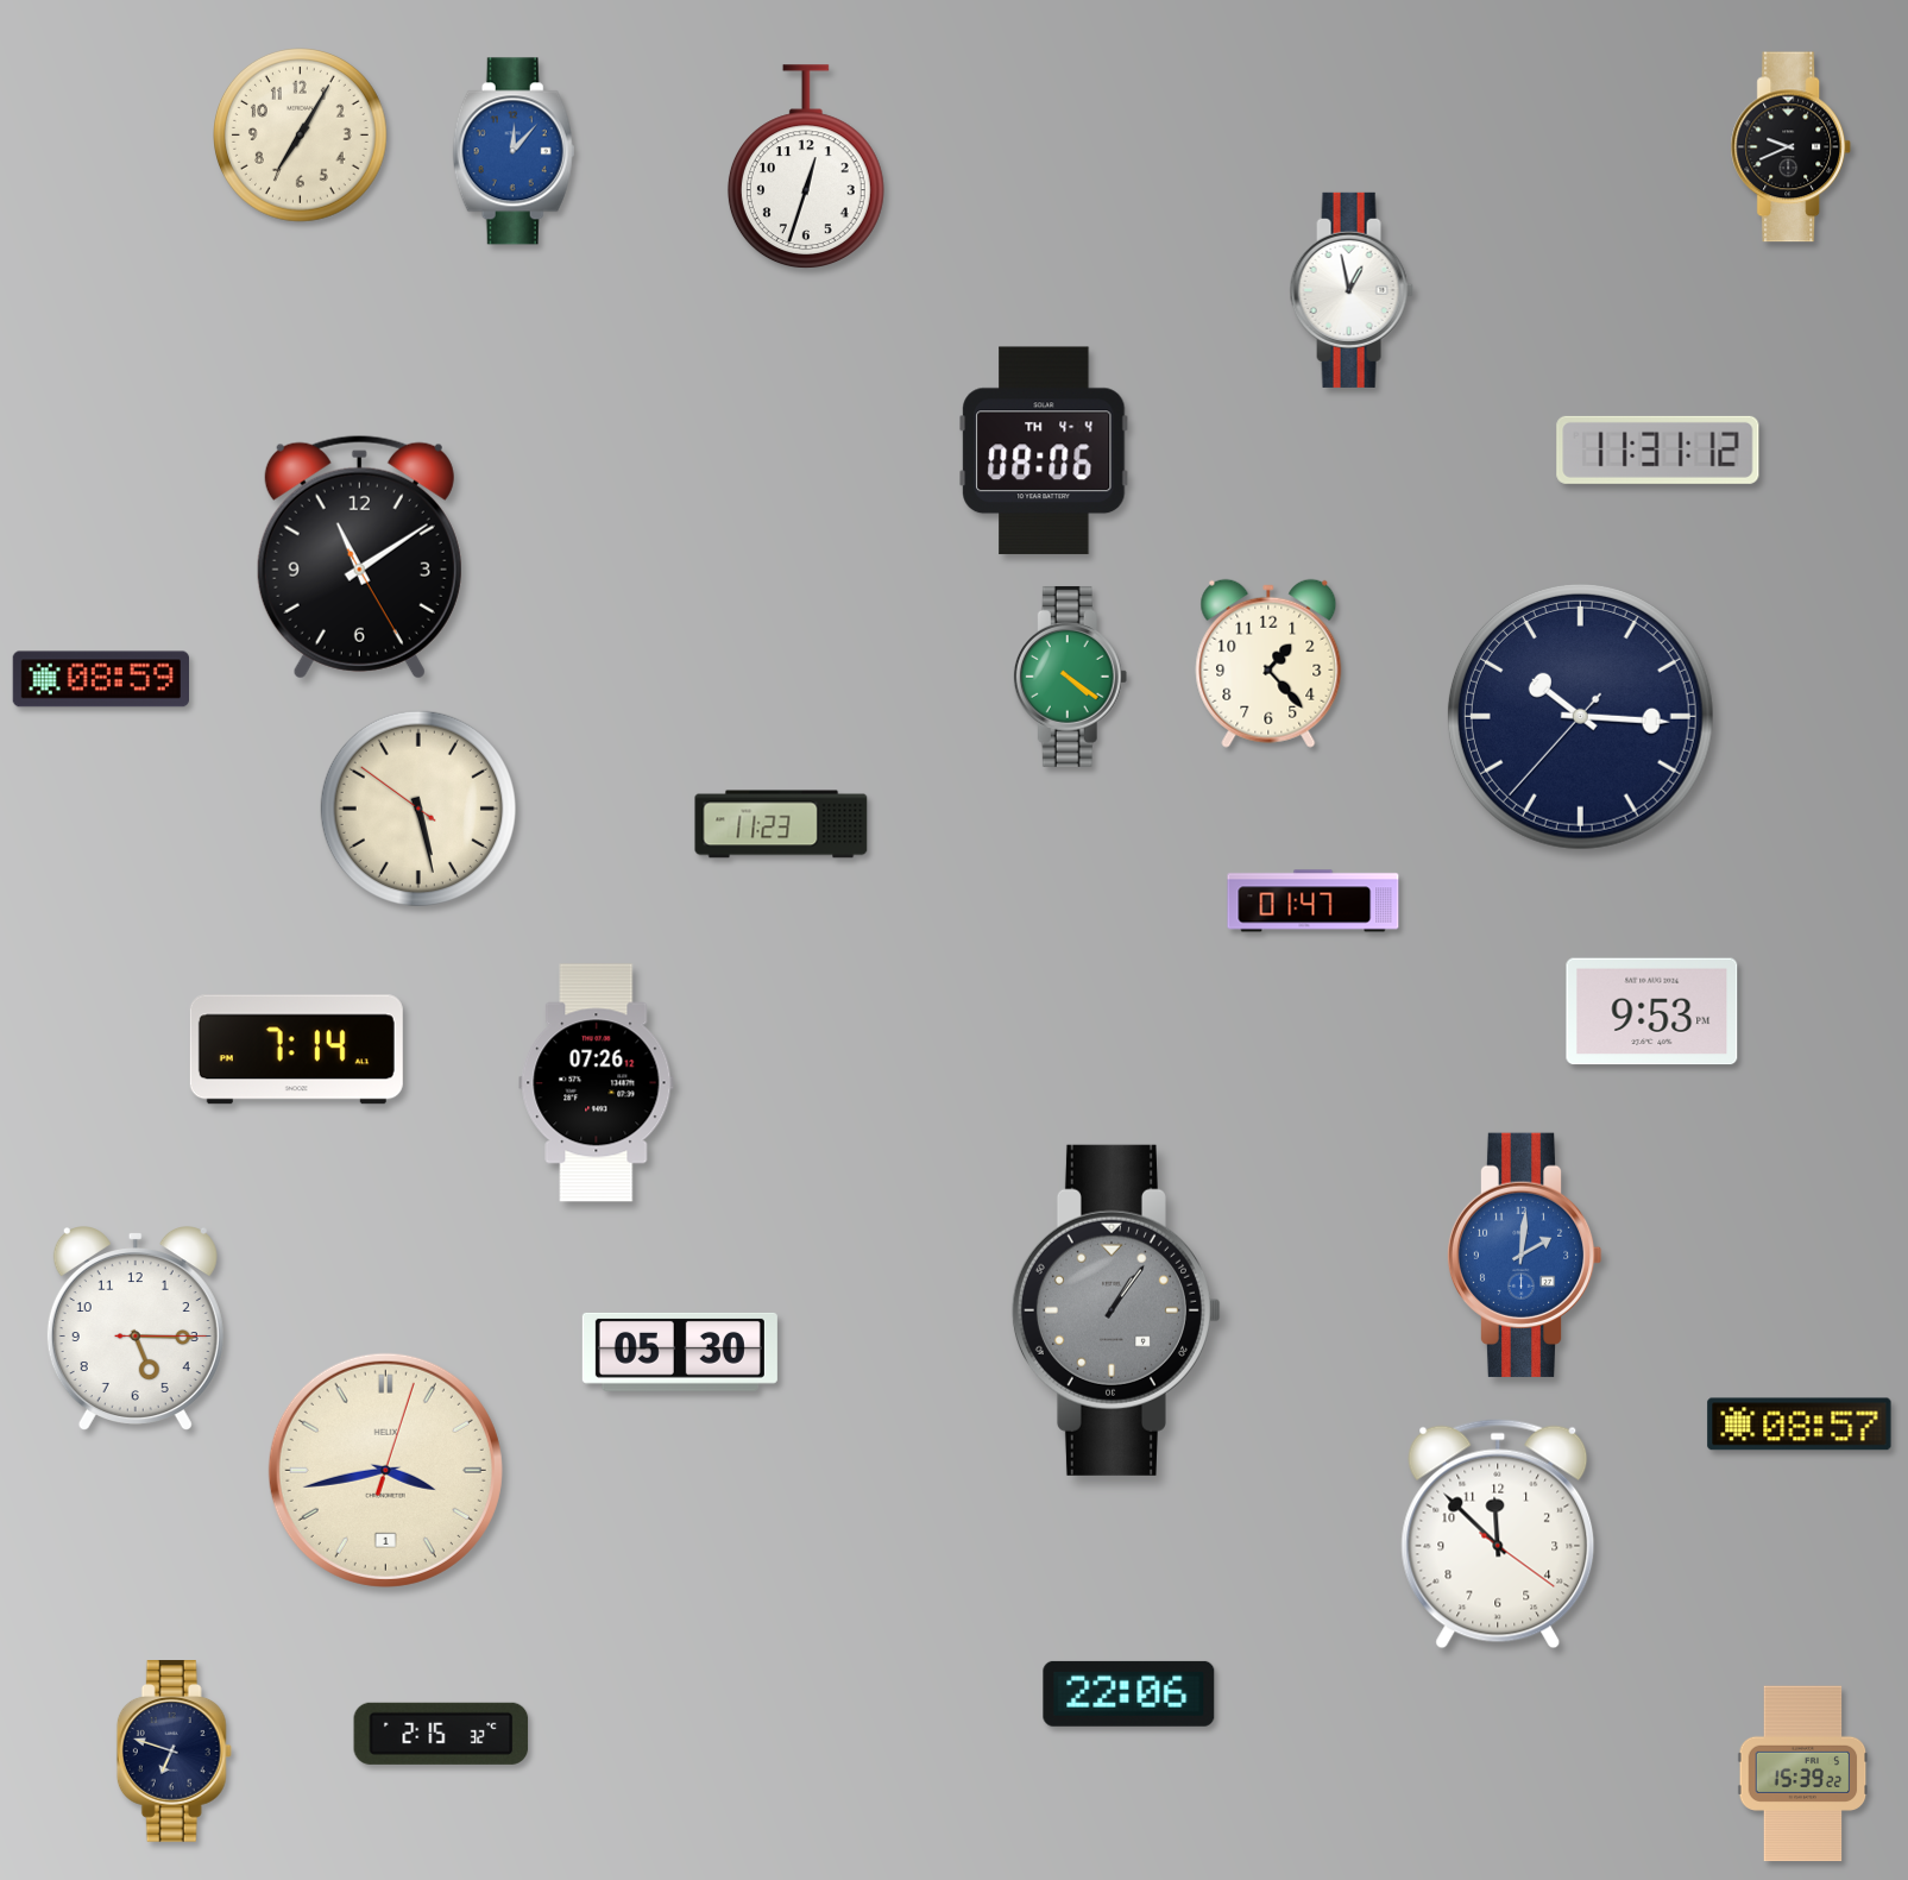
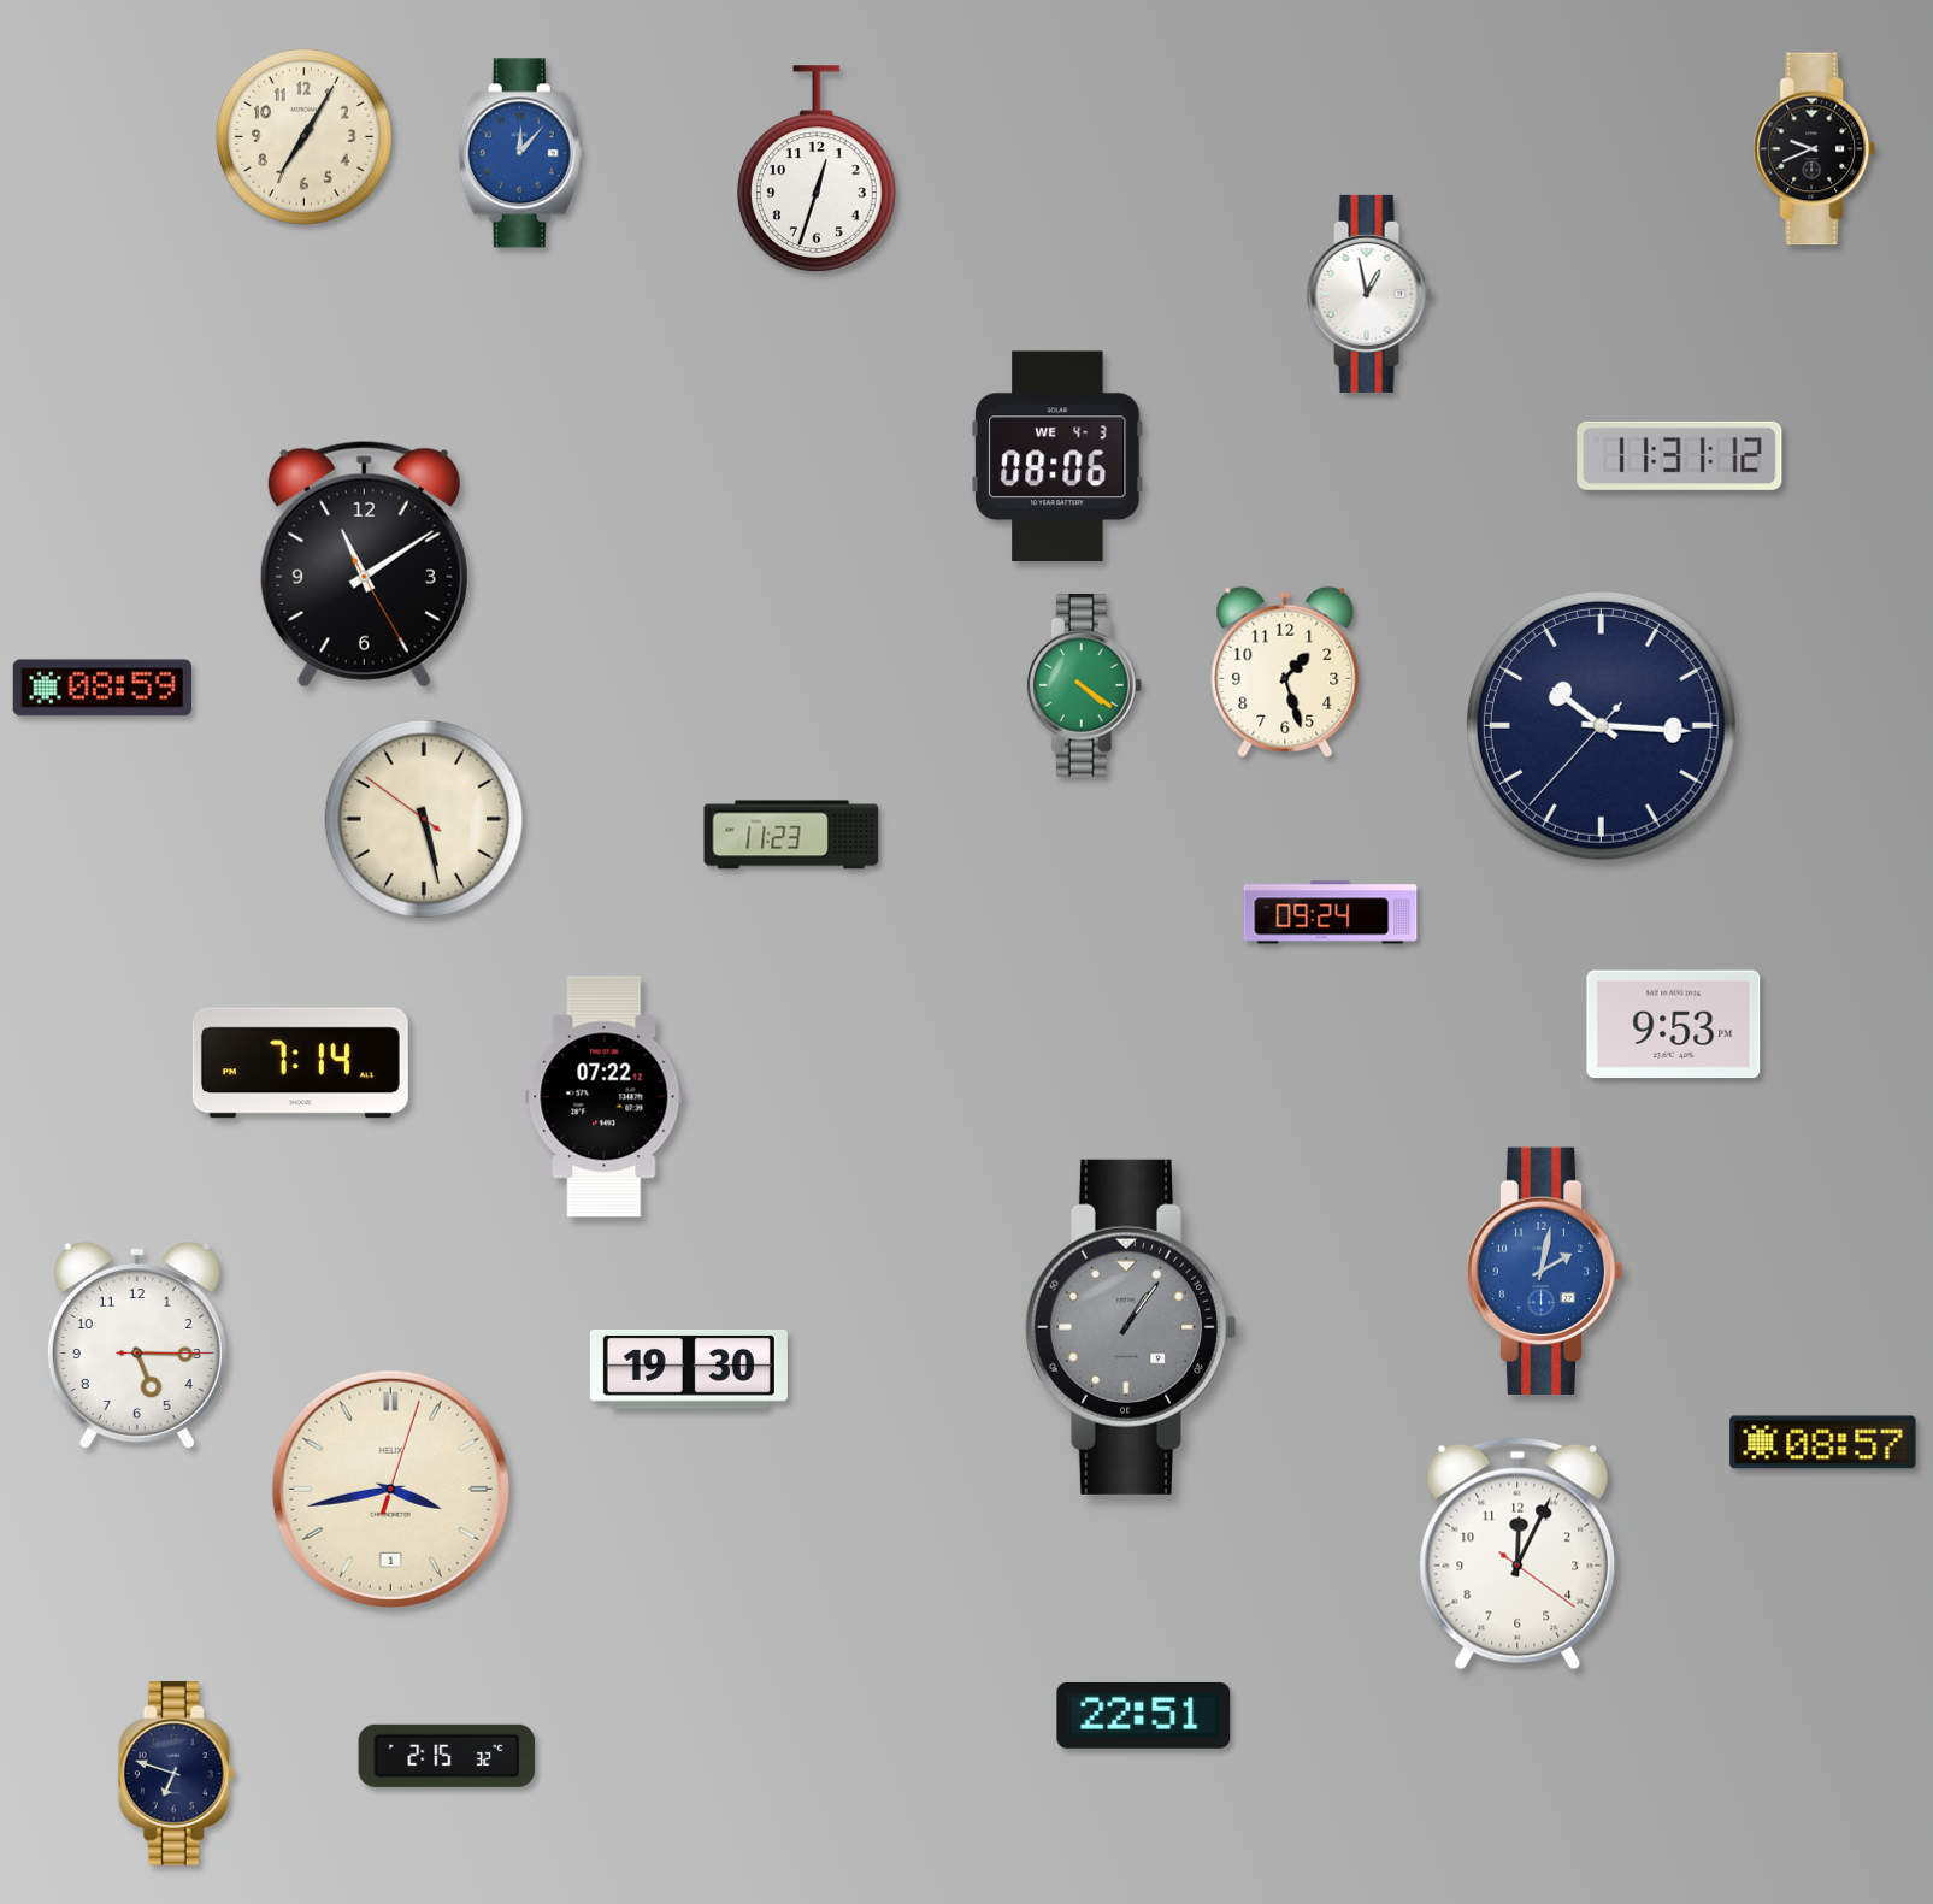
clock at (1044, 451) date: TH 4-4 -> WE 4-3
clock at (1268, 664): 1:23 -> 1:27
clock at (1314, 901): 01:47 -> 09:24
clock at (597, 1083): 07:26 -> 07:22
clock at (1524, 1255): 2:01 -> 2:02
clock at (680, 1352): 05:30 -> 19:30
clock at (1498, 1534): 11:52 -> 12:04
clock at (1129, 1693): 22:06 -> 22:51
clock at (1803, 1774): 15:39 -> none
